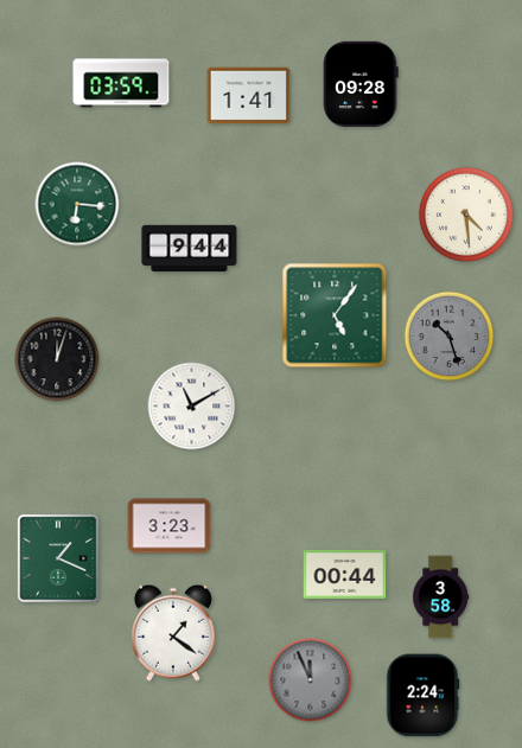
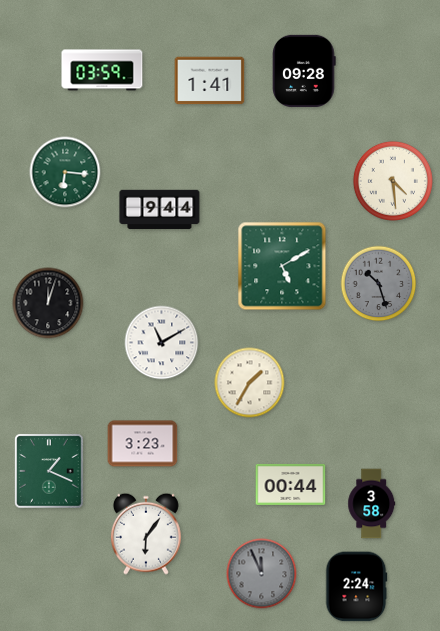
clock at (335, 315): 5:06 -> 5:10
clock at (250, 383): none -> 1:35
clock at (173, 633): 1:21 -> 6:06
